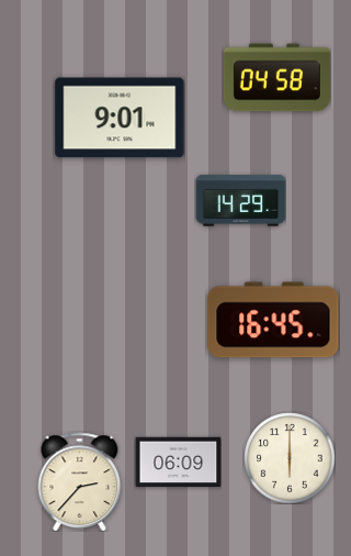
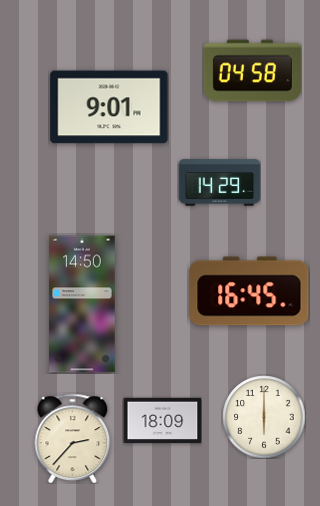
clock at (82, 304): none -> 14:50
clock at (178, 463): 06:09 -> 18:09
